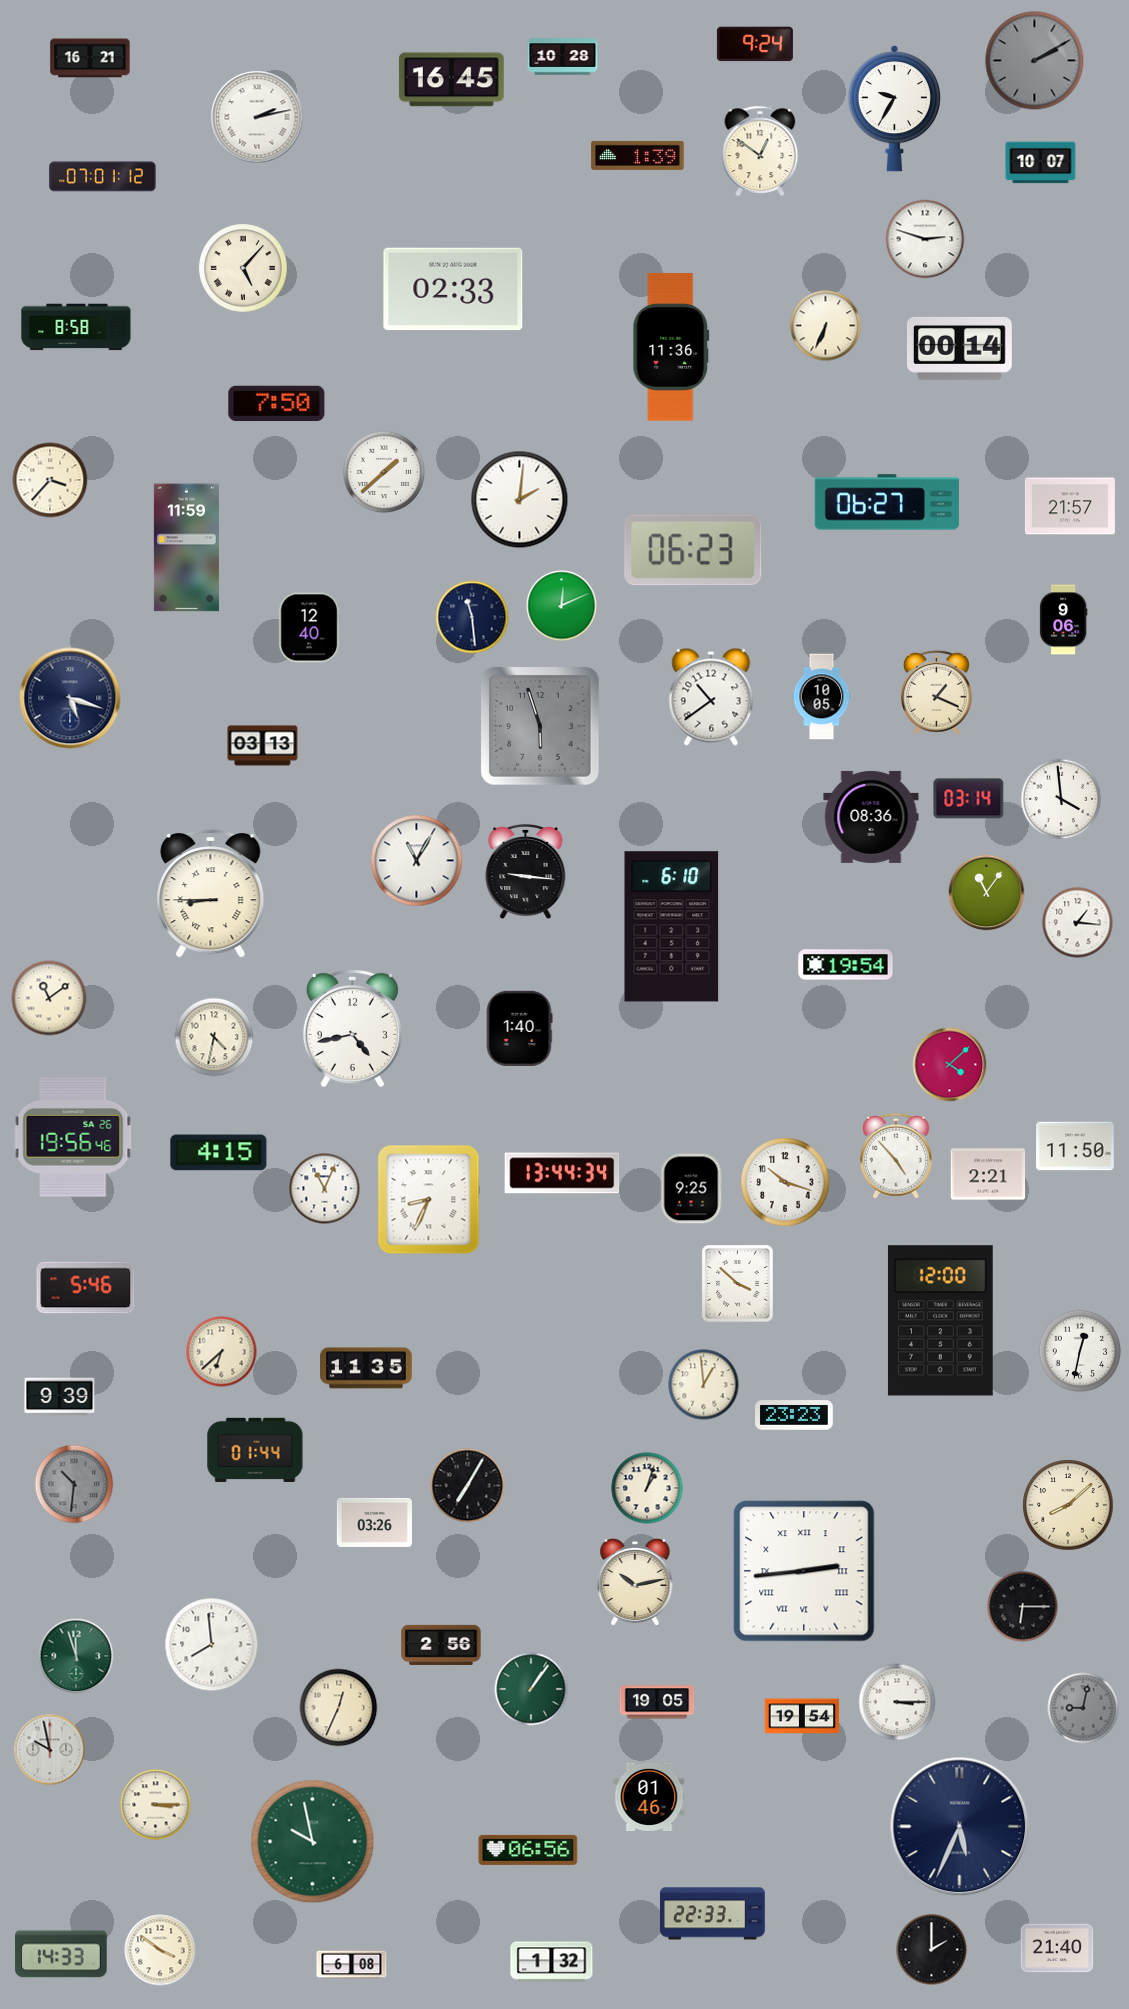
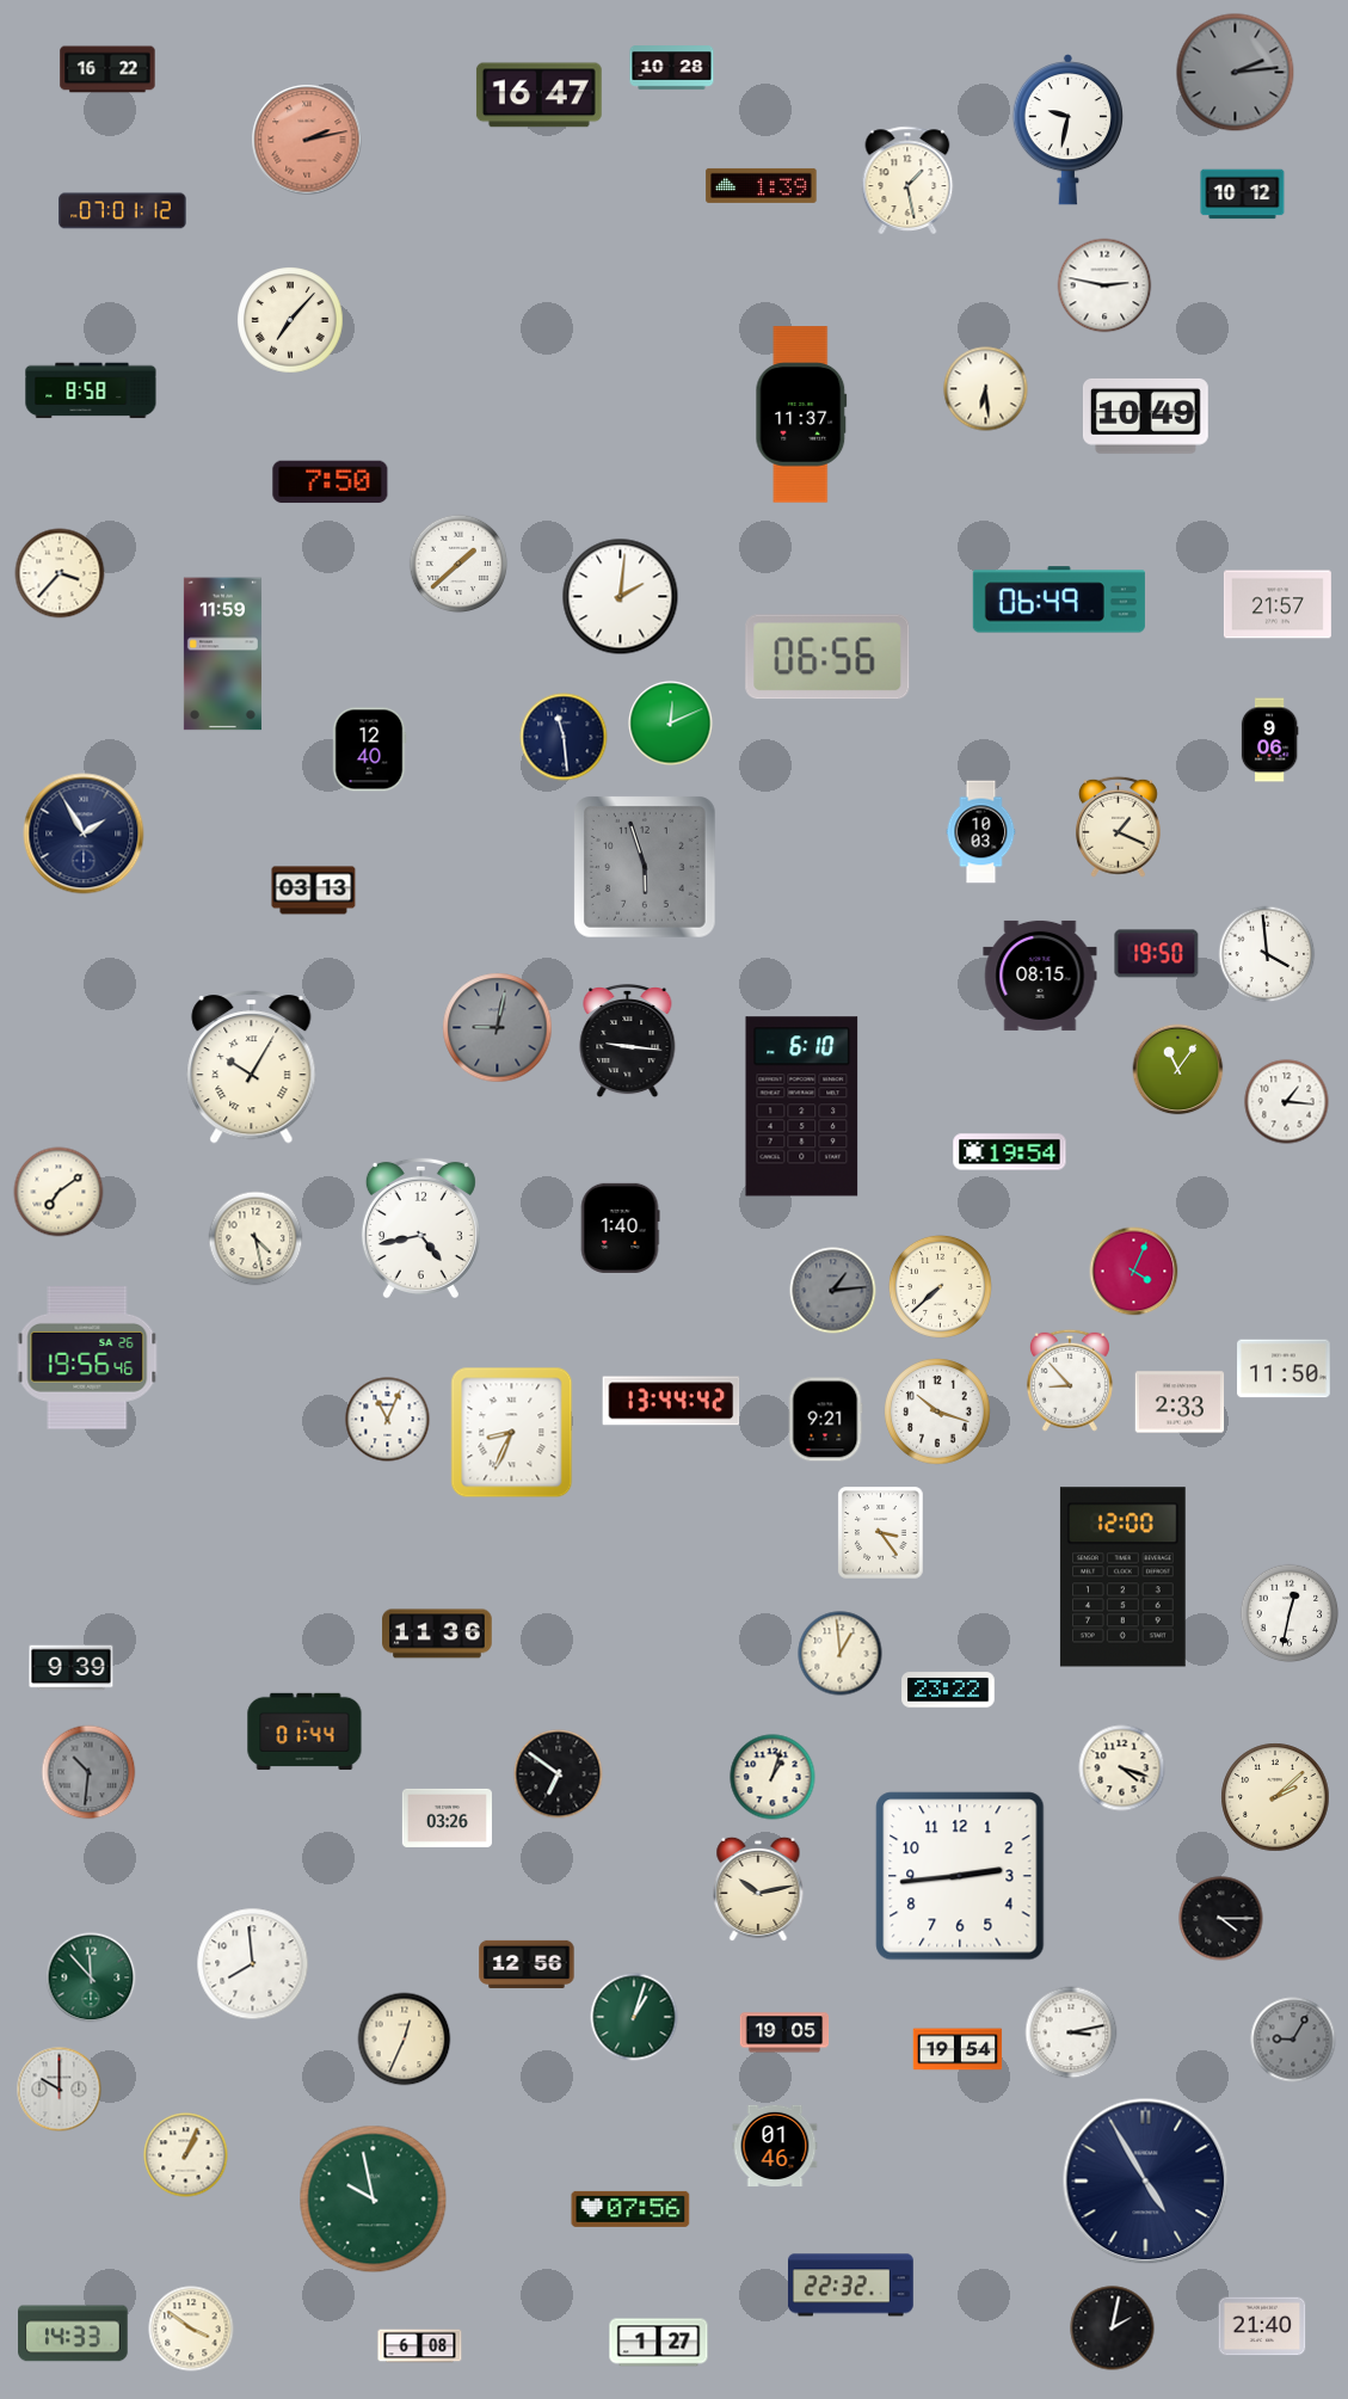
clock at (755, 44): 9:24 -> none
clock at (90, 58): 16:21 -> 16:22
clock at (1035, 61): 2:10 -> 2:14
clock at (451, 80): 16:45 -> 16:47
clock at (894, 109): 9:35 -> 9:32
clock at (257, 117) dial: white -> salmon
clock at (760, 151): 12:51 -> 1:28
clock at (1041, 163): 10:07 -> 10:12
clock at (925, 239): 2:48 -> 2:47
clock at (243, 268): 5:07 -> 7:07
clock at (453, 289): 02:33 -> none
clock at (826, 326): 6:34 -> 6:29
clock at (671, 347): 11:36 -> 11:37
clock at (959, 348): 00:14 -> 10:49
clock at (887, 502): 06:27 -> 06:49
clock at (693, 550): 06:23 -> 06:56
clock at (711, 697): 10:39 -> none
clock at (822, 697): 10:05 -> 10:03
clock at (70, 698): 5:18 -> 1:55
clock at (969, 799): 03:14 -> 19:50
clock at (871, 817): 08:36 -> 08:15
clock at (417, 861): 11:05 -> 9:02
clock at (417, 861) dial: white -> grey
clock at (987, 893) position: (987, 893) -> (1178, 1070)
clock at (211, 894): 8:45 -> 10:05
clock at (49, 998): 11:09 -> 7:09
clock at (214, 1037): 4:32 -> 4:28
clock at (950, 1065): 4:08 -> 4:04
clock at (940, 1286): none -> 7:38
clock at (833, 1291): none -> 1:14
clock at (219, 1153): 4:15 -> none
clock at (896, 1156): 4:53 -> 8:53
clock at (562, 1173): 13:44:34 -> 13:44:42
clock at (988, 1174): 2:21 -> 2:33
clock at (691, 1189): 9:25 -> 9:21
clock at (738, 1284): 3:52 -> 3:24
clock at (86, 1288): 5:46 -> none
clock at (222, 1352): 6:38 -> none
clock at (366, 1368): 11:35 -> 11:36
clock at (794, 1415): 23:23 -> 23:22
clock at (1122, 1769): none -> 4:18
clock at (468, 1486): 7:05 -> 6:51
clock at (1068, 1505): 8:08 -> 2:08
clock at (804, 1571) numerals: Roman -> Arabic
clock at (1023, 1607): 6:15 -> 4:15
clock at (441, 1645): 2:56 -> 12:56
clock at (76, 1656): 11:57 -> 11:53
clock at (531, 1689): 1:06 -> 1:03
clock at (897, 1702): 3:15 -> 3:13
clock at (1083, 1708): 9:02 -> 9:05
clock at (50, 1750): 9:58 -> 10:00
clock at (156, 1805): 3:15 -> 1:04
clock at (960, 1827): 5:34 -> 4:55
clock at (528, 1850): 06:56 -> 07:56
clock at (712, 1914): 22:33 -> 22:32
clock at (932, 1950): 2:00 -> 2:02
clock at (552, 1962): 1:32 -> 1:27
